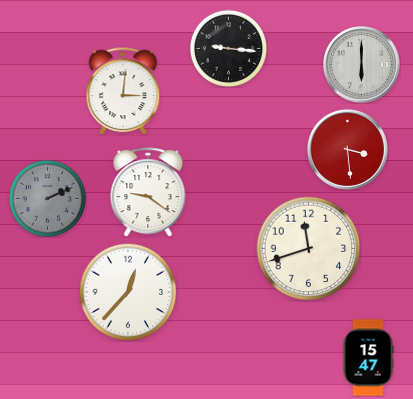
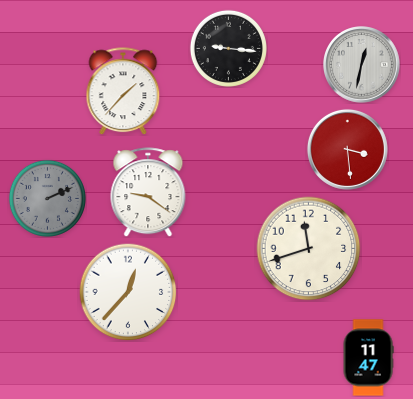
clock at (362, 65): 6:00 -> 12:32
clock at (123, 91): 3:01 -> 1:37
clock at (368, 358): 15:47 -> 11:47
